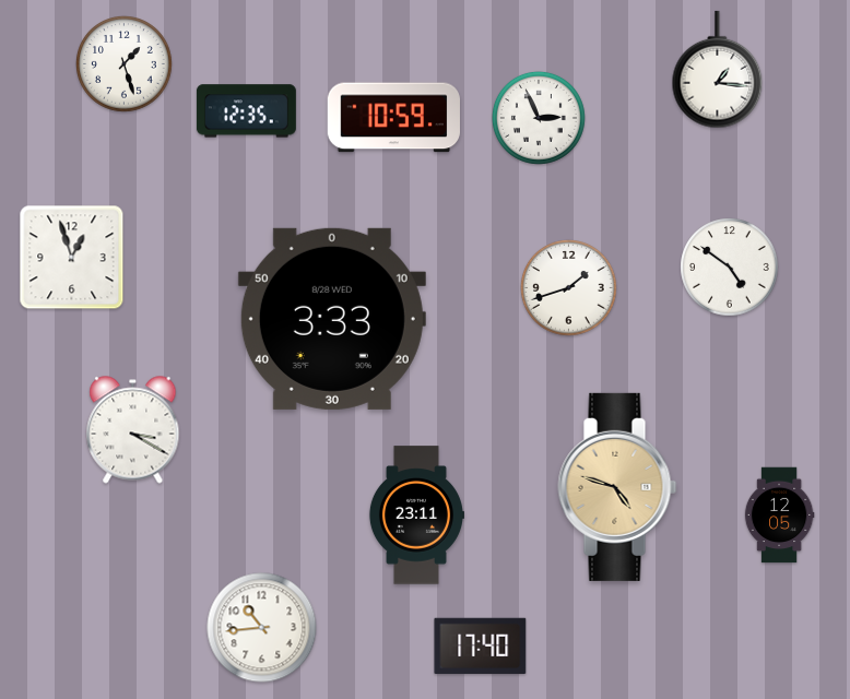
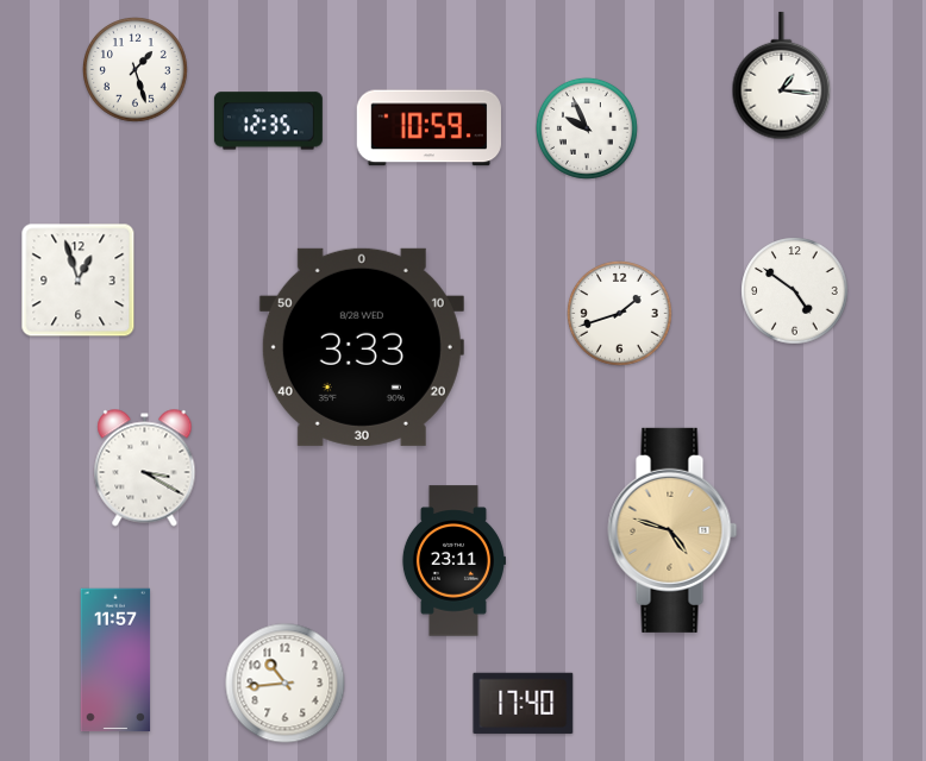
clock at (539, 118): 2:56 -> 9:56
clock at (779, 516): 12:05 -> none
clock at (115, 660): none -> 11:57
